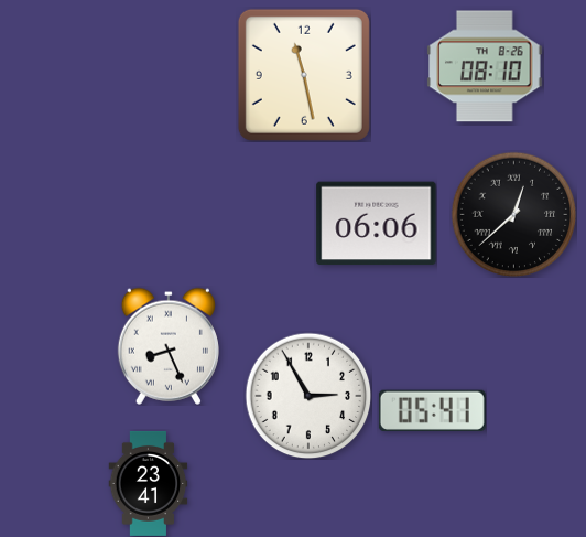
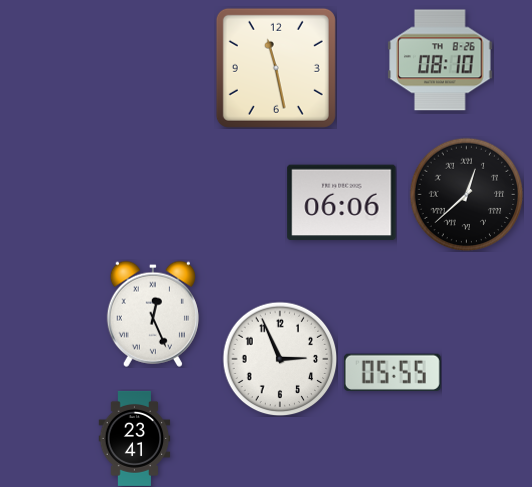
clock at (169, 346): 8:26 -> 12:26
clock at (308, 396): 2:55 -> 2:56
clock at (432, 410): 05:41 -> 05:55
